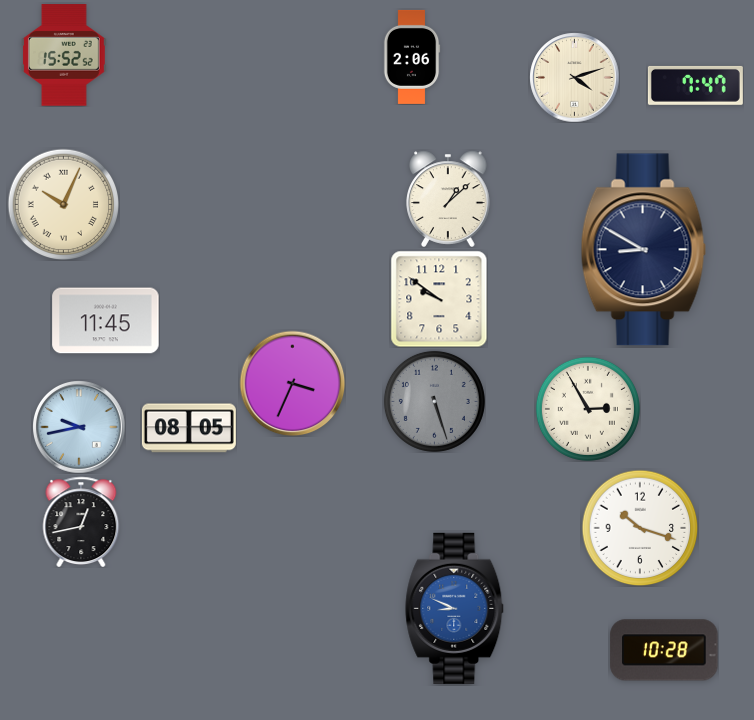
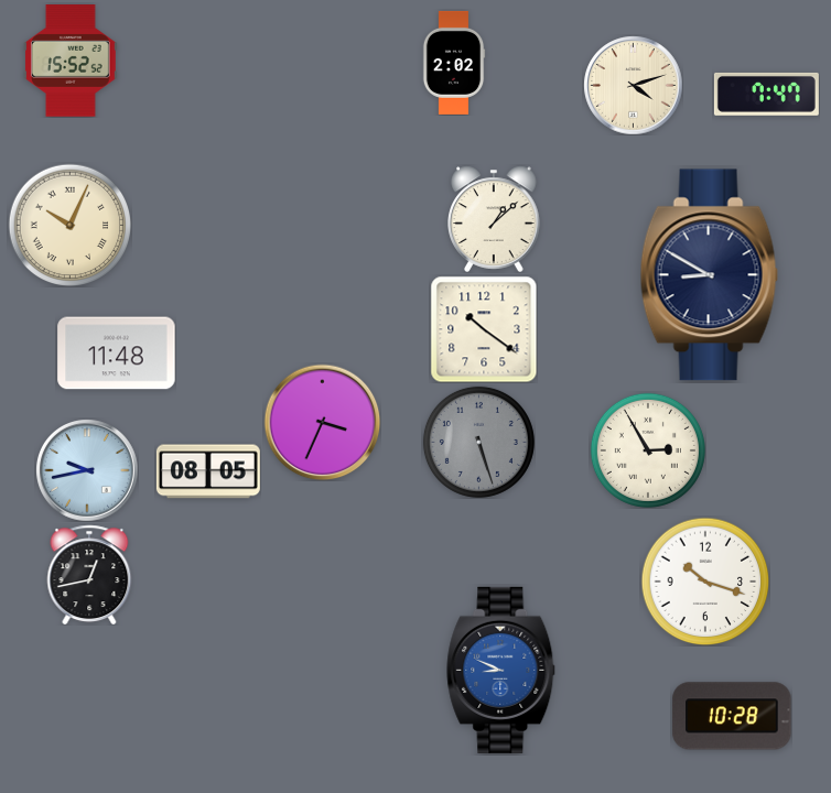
clock at (412, 57): 2:06 -> 2:02
clock at (439, 299): 9:51 -> 10:21
clock at (106, 321): 11:45 -> 11:48
